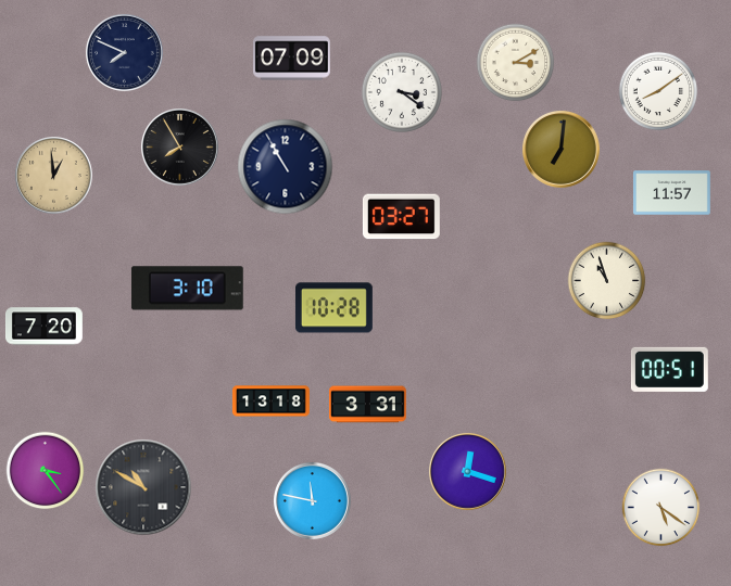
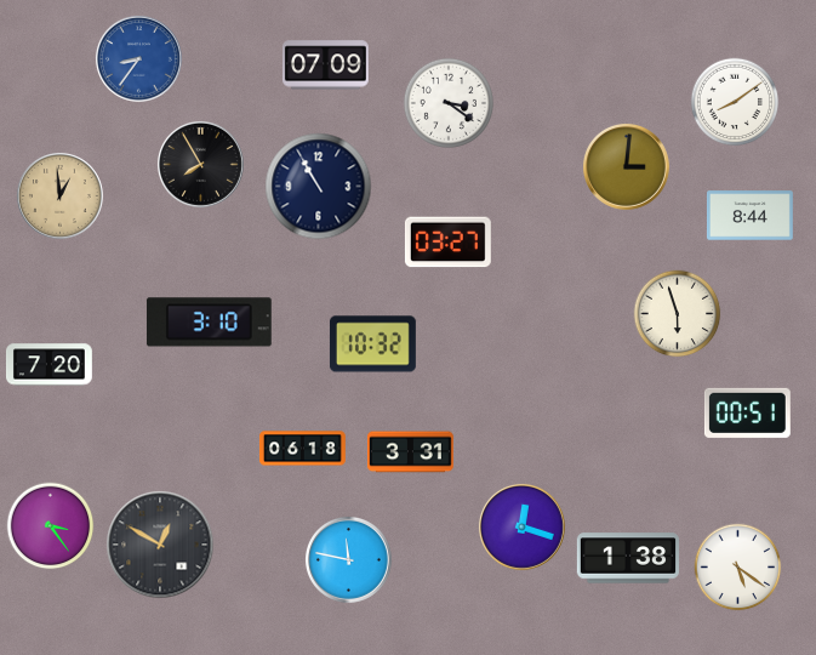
clock at (124, 52): 7:49 -> 8:36
clock at (124, 52) dial: navy -> blue
clock at (516, 63): 3:10 -> none
clock at (560, 149): 7:01 -> 3:01
clock at (671, 193): 11:57 -> 8:44
clock at (607, 281): 10:57 -> 5:57
clock at (333, 308): 10:28 -> 10:32
clock at (270, 402): 13:18 -> 06:18
clock at (143, 487): 10:50 -> 12:50
clock at (627, 558): none -> 1:38
